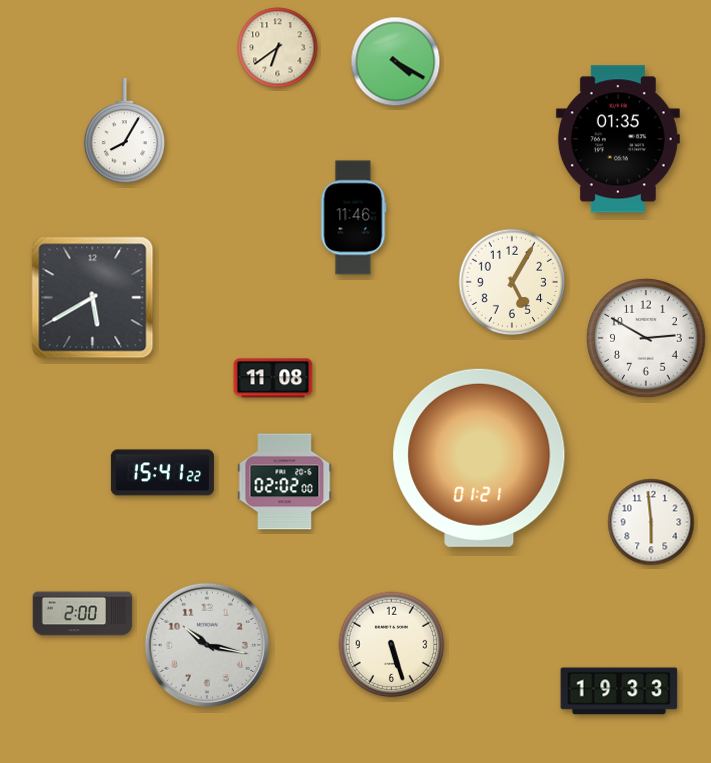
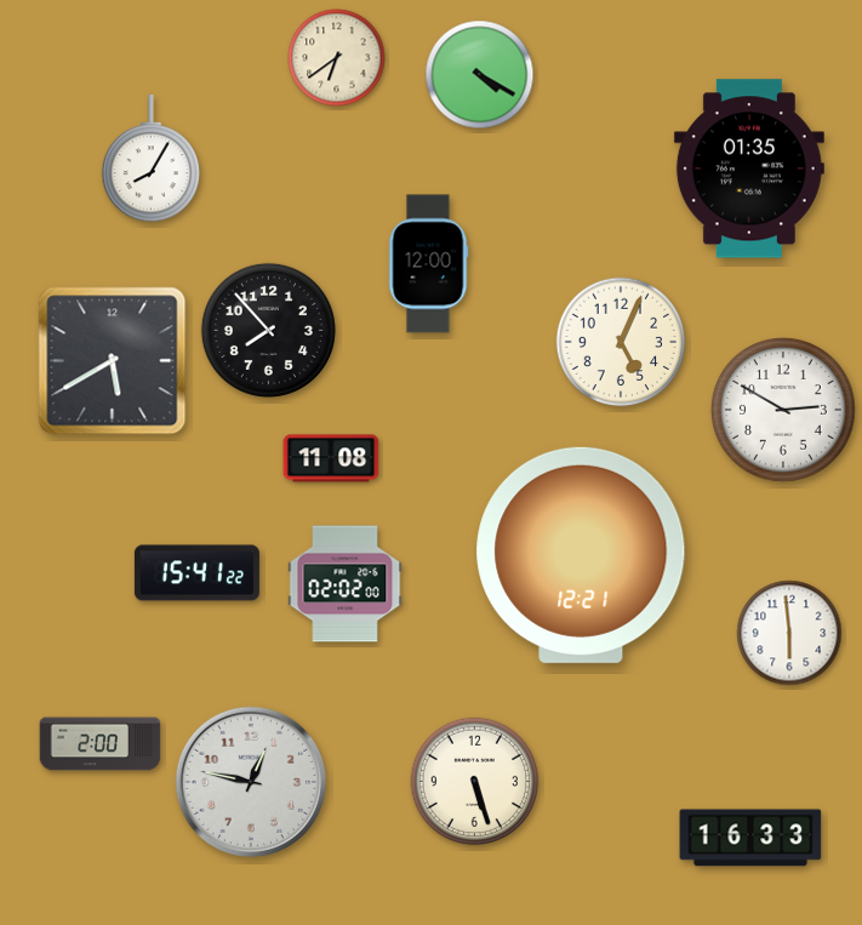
clock at (353, 218): 11:46 -> 12:00
clock at (268, 330): none -> 7:53
clock at (512, 282): 5:05 -> 5:04
clock at (479, 458): 01:21 -> 12:21
clock at (206, 644): 10:17 -> 12:47
clock at (619, 691): 19:33 -> 16:33
